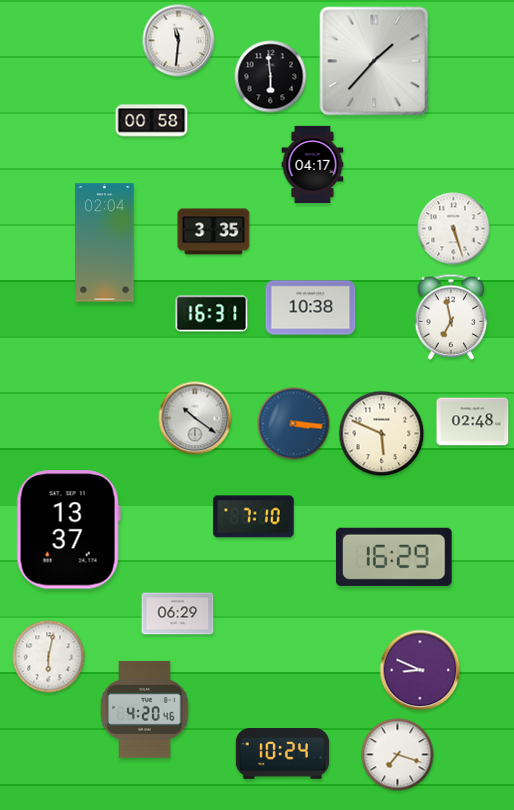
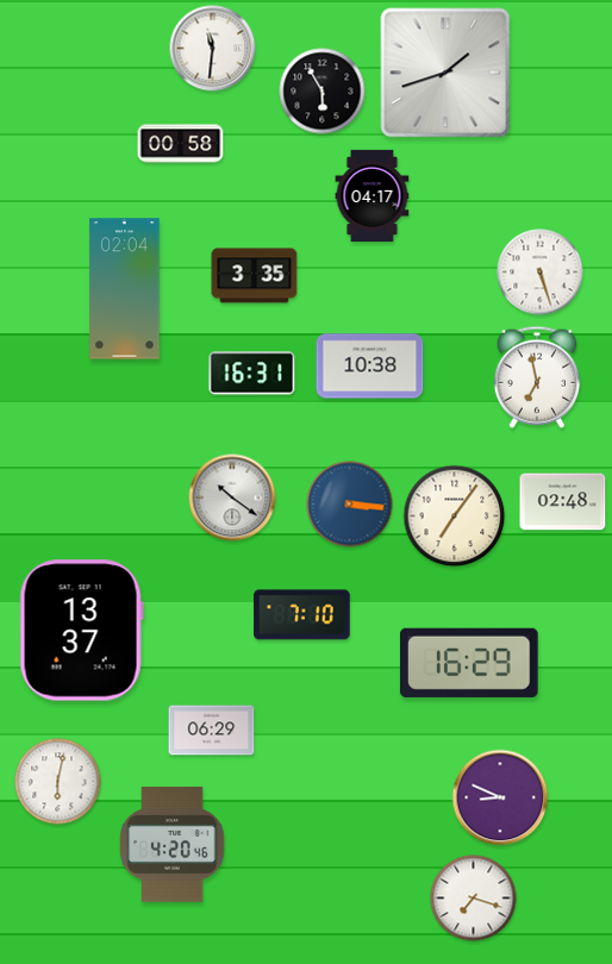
clock at (374, 61): 1:37 -> 1:42
clock at (271, 77): 5:59 -> 5:55
clock at (382, 434): 5:49 -> 7:06
clock at (283, 754): 10:24 -> none
